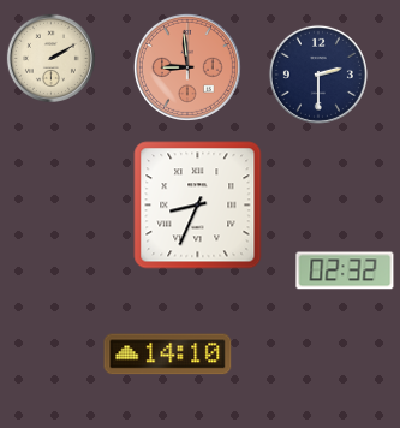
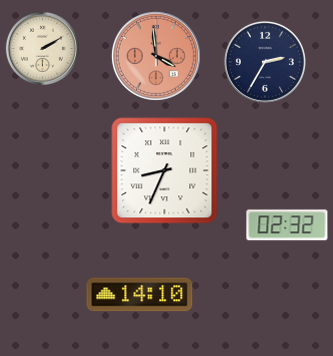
clock at (187, 67): 8:59 -> 3:59
clock at (318, 75): 2:30 -> 2:35
